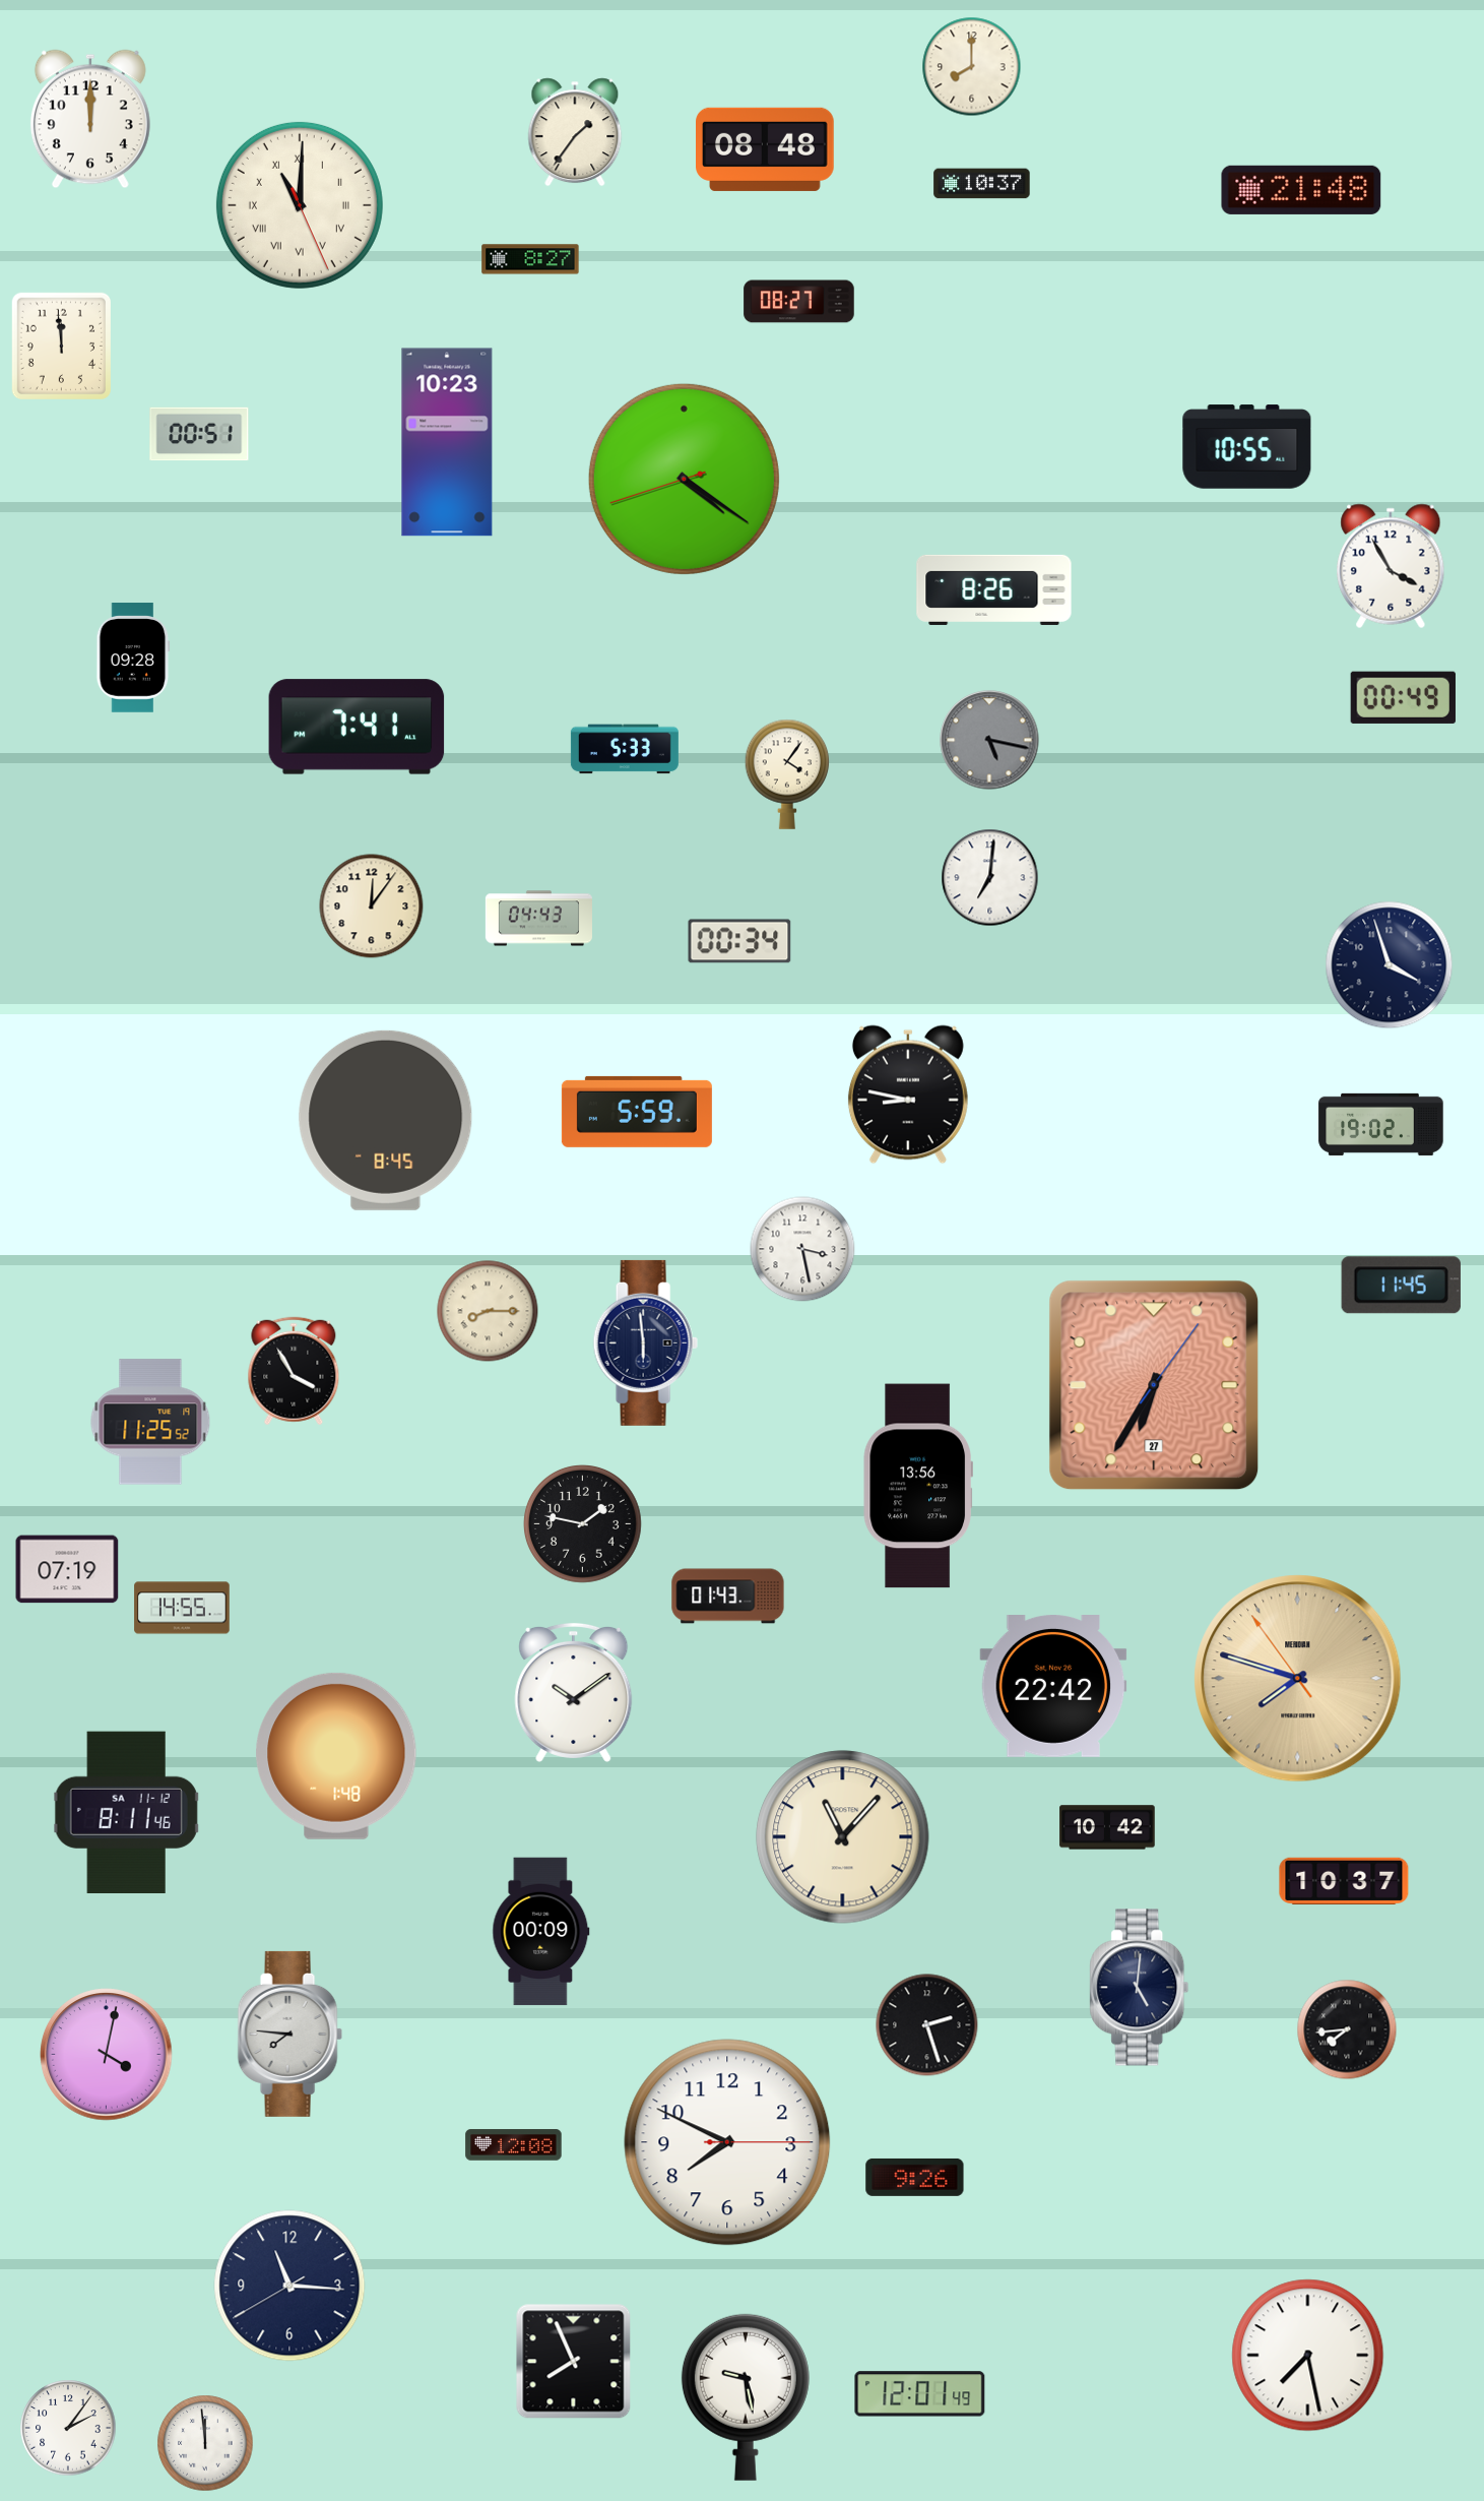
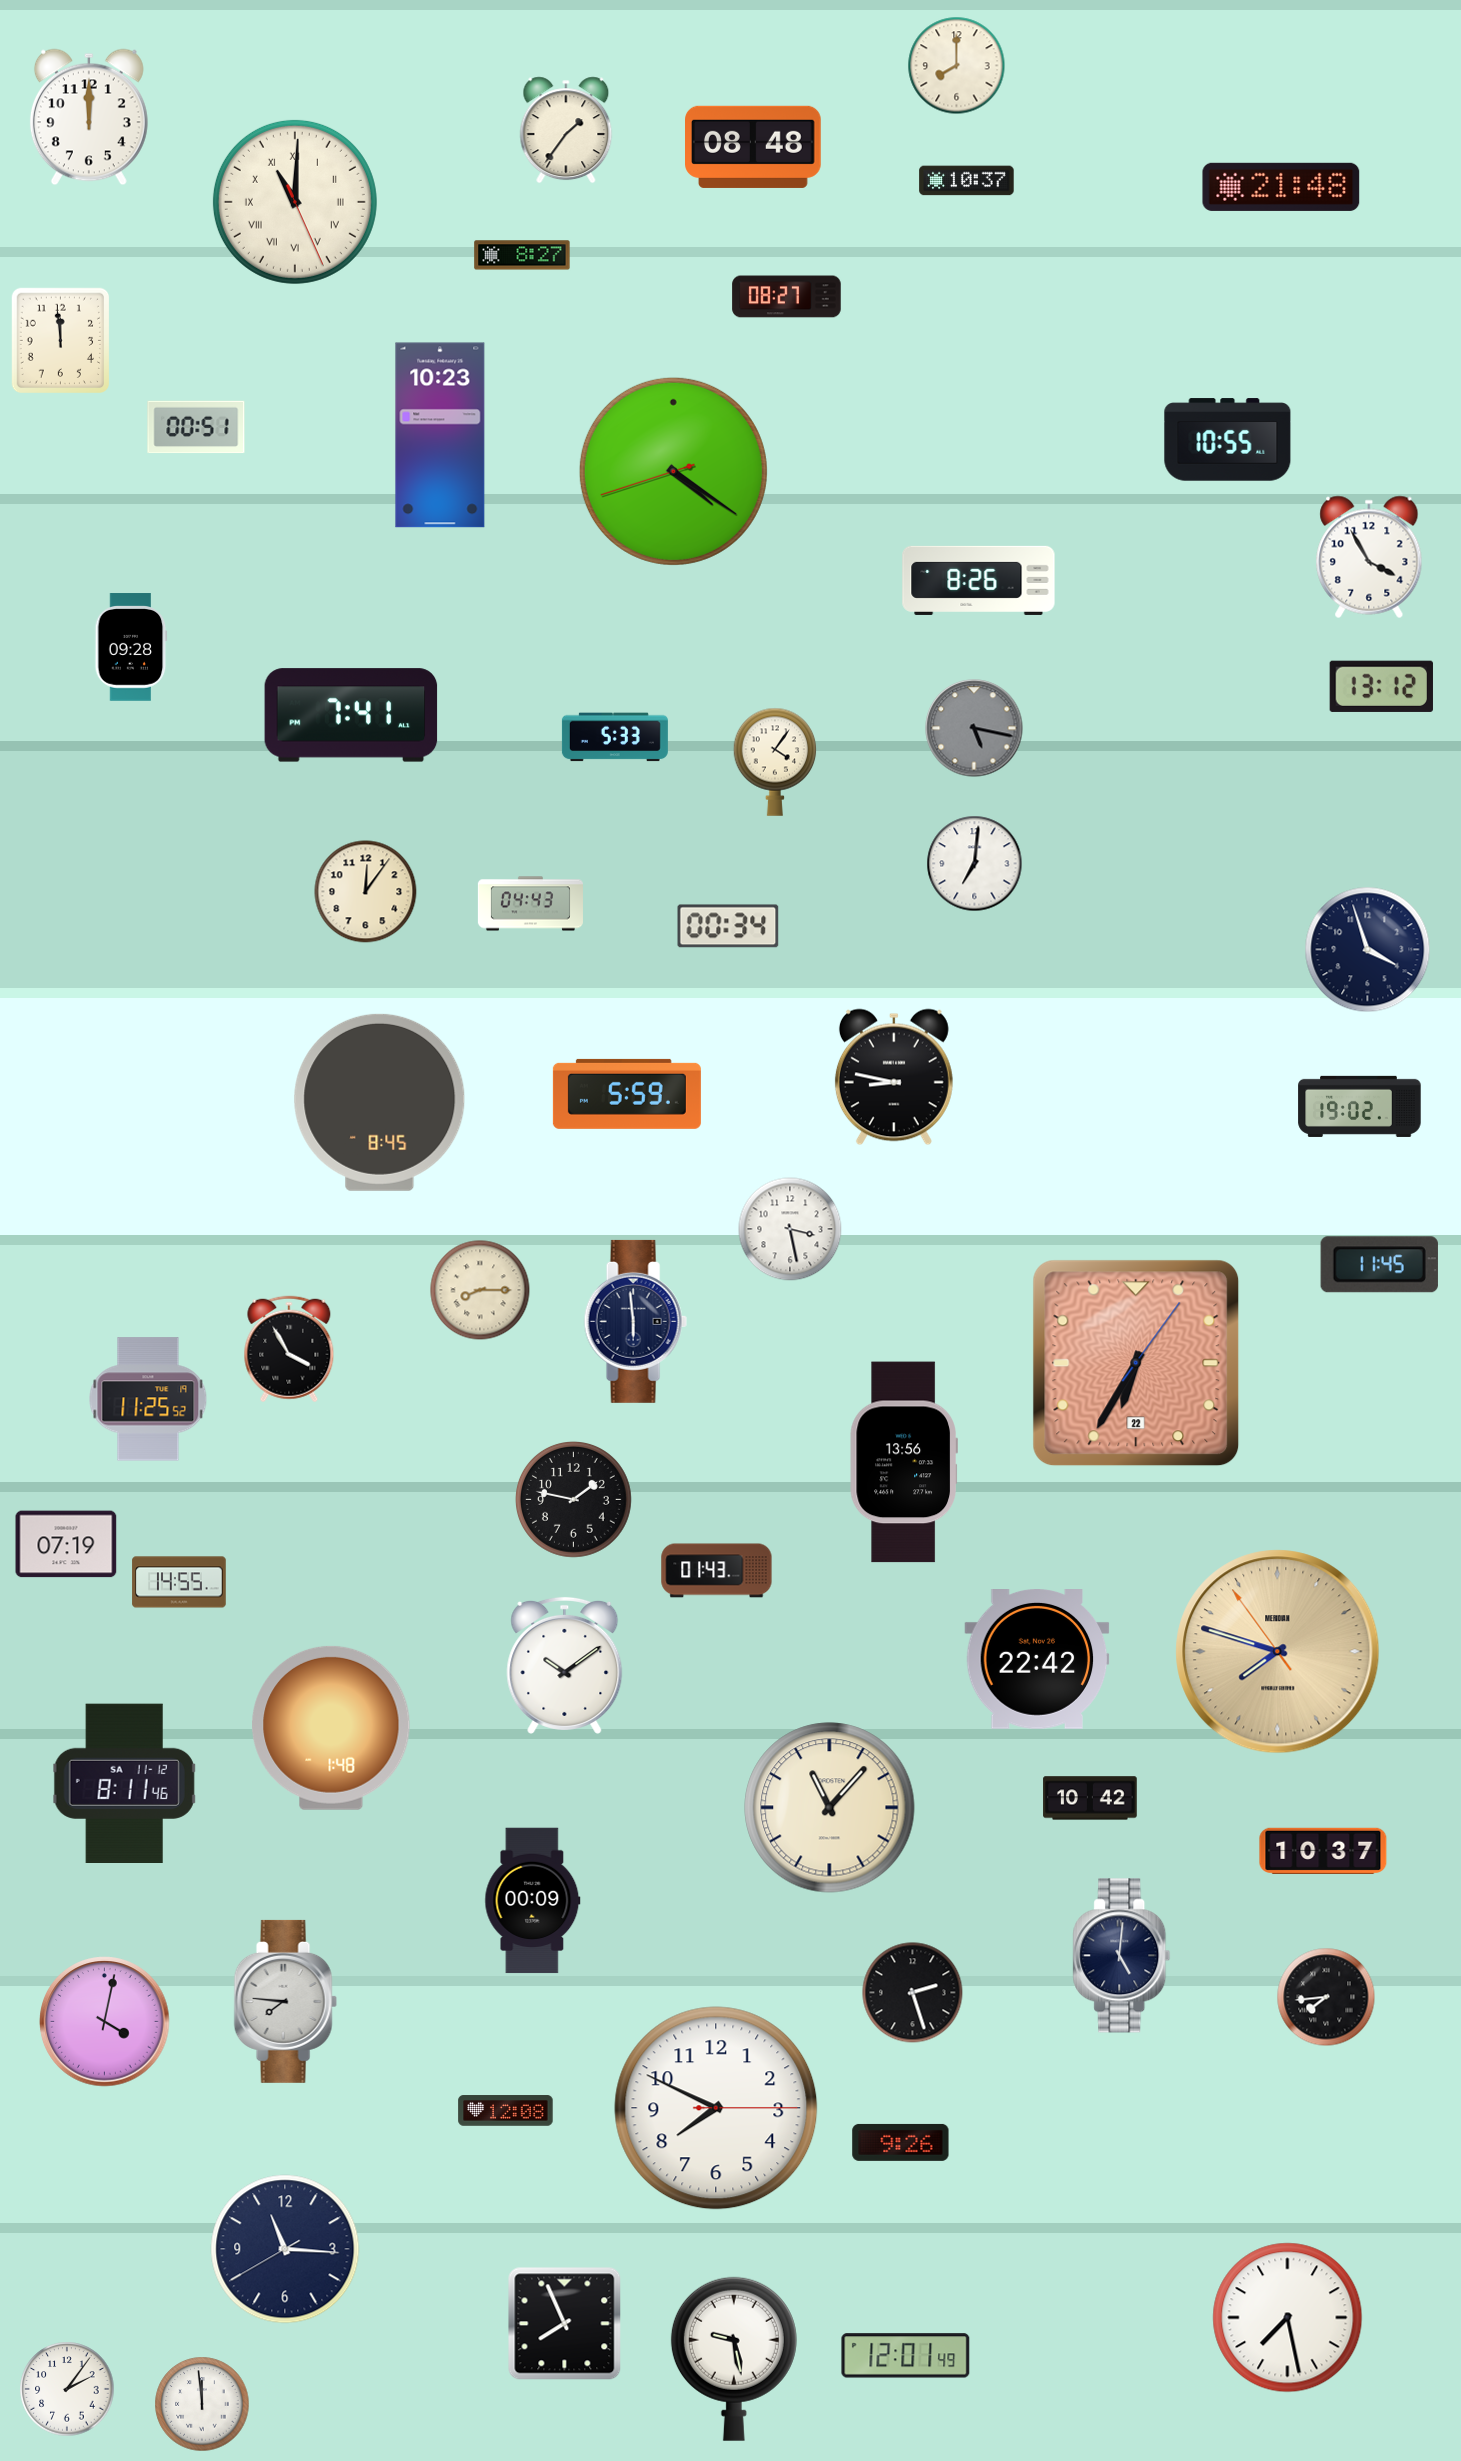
clock at (1403, 697): 00:49 -> 13:12
clock at (1154, 1385) date: 27 -> 22
